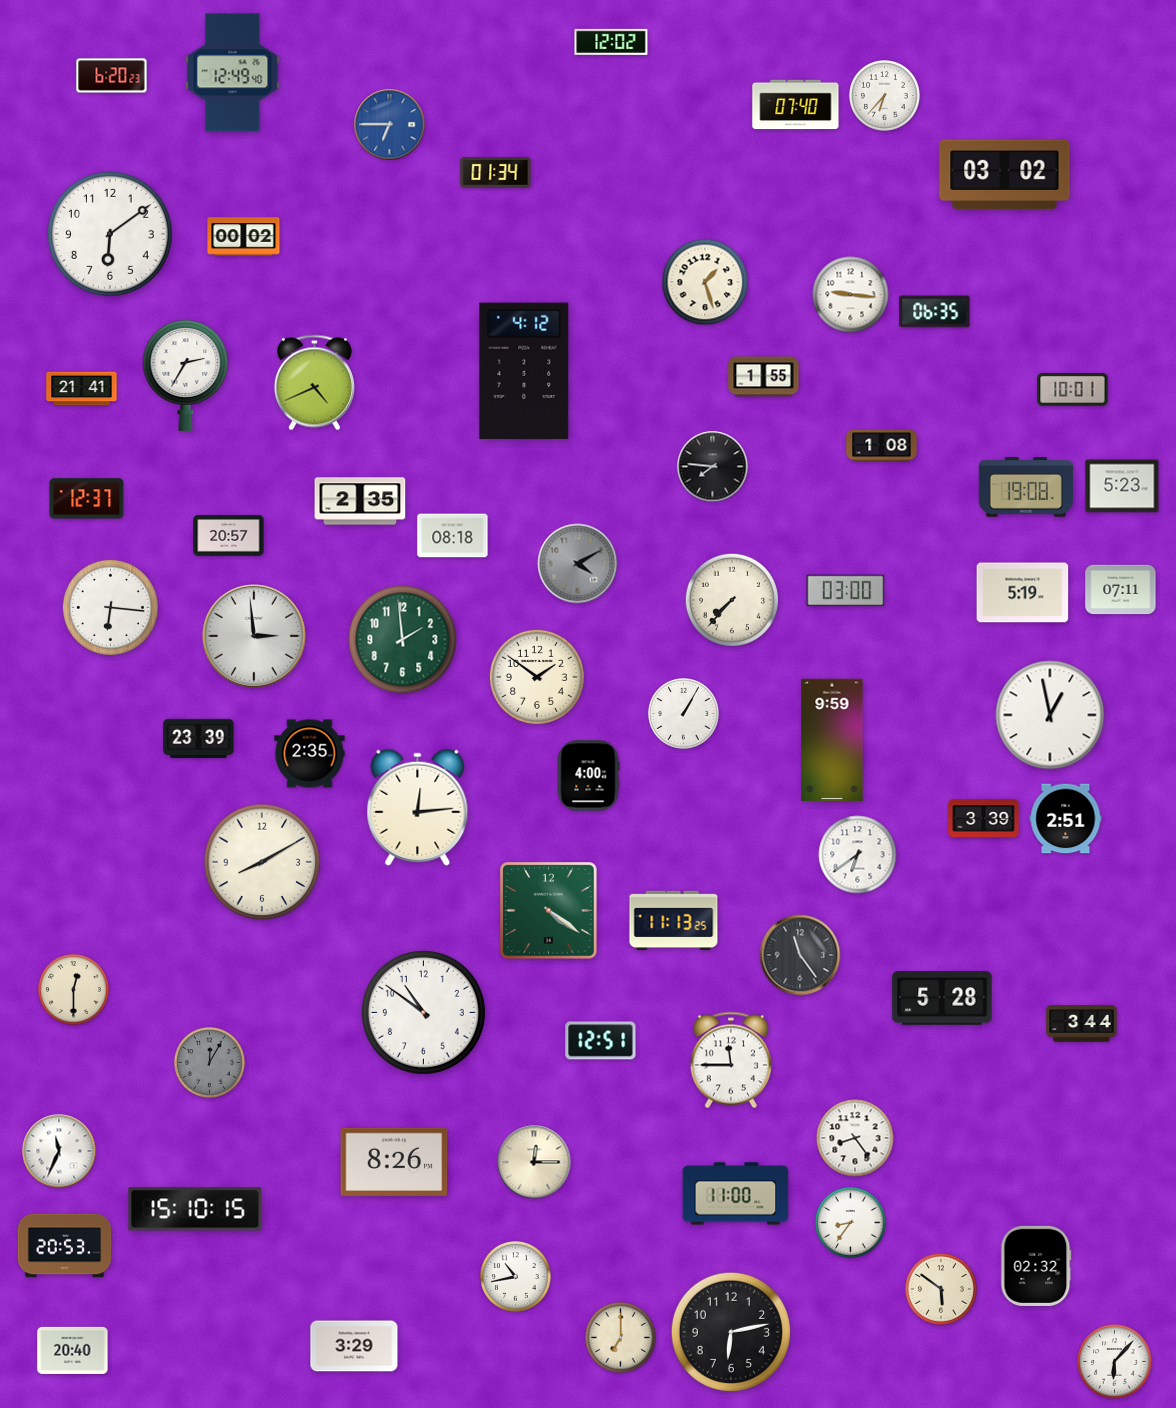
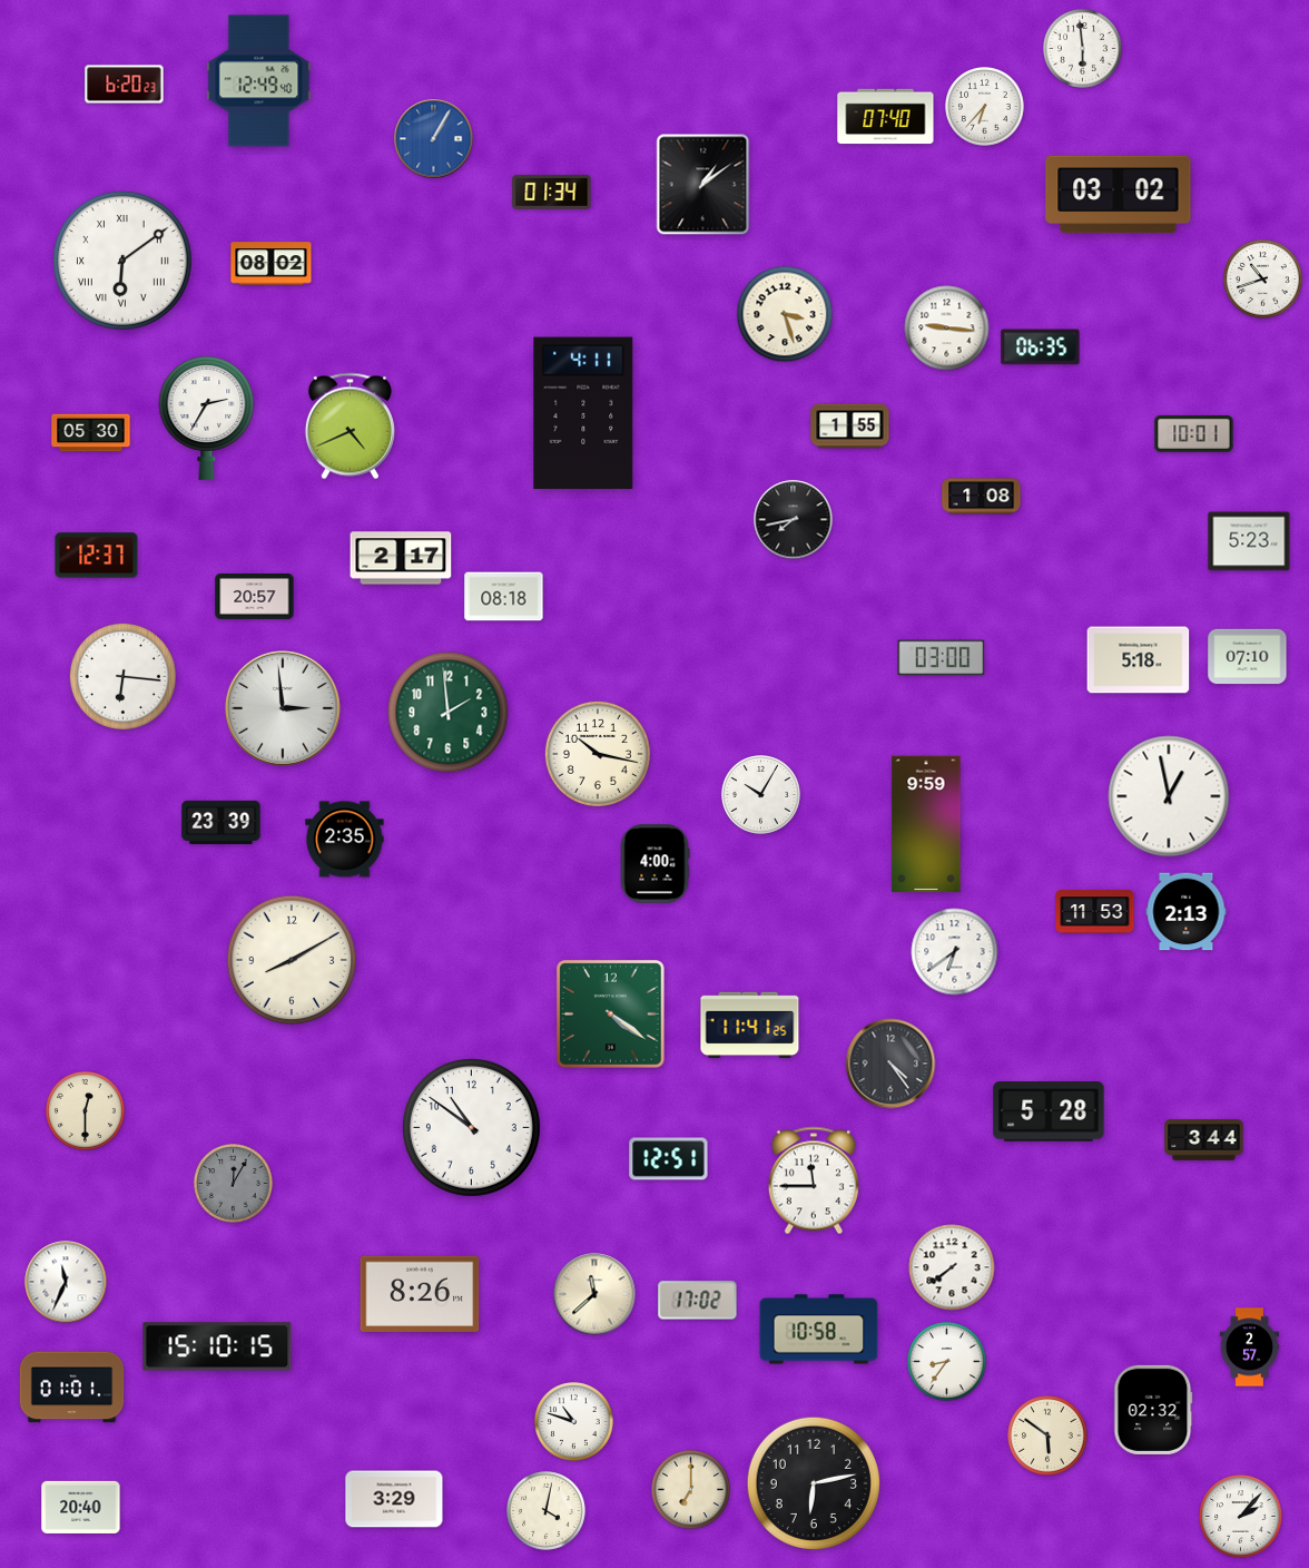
clock at (611, 42): 12:02 -> none
clock at (1083, 49): none -> 5:59
clock at (390, 125): 6:45 -> 1:05
clock at (703, 185): none -> 1:09
clock at (110, 234) numerals: Arabic -> Roman
clock at (244, 237): 00:02 -> 08:02
clock at (1263, 280): none -> 10:42
clock at (705, 282): 1:27 -> 3:27
clock at (524, 371): 4:12 -> 4:11
clock at (764, 377) position: (764, 377) -> (850, 427)
clock at (82, 389): 21:41 -> 05:30
clock at (713, 467): 7:46 -> 7:43
clock at (1026, 487): 19:08 -> none
clock at (360, 501): 2:35 -> 2:17
clock at (578, 564): 4:10 -> none
clock at (1121, 590): 07:11 -> 07:10
clock at (1023, 593): 5:19 -> 5:18
clock at (731, 599): 7:37 -> none
clock at (537, 677): 1:51 -> 10:17
clock at (684, 714): 1:05 -> 10:05
clock at (418, 807): 12:14 -> none
clock at (984, 819): 3:39 -> 11:53
clock at (1066, 819): 2:51 -> 2:13
clock at (674, 921): 11:13 -> 11:41
clock at (800, 955): 11:24 -> 4:24
clock at (74, 990) position: (74, 990) -> (86, 1111)
clock at (855, 1138): 8:24 -> 7:39
clock at (394, 1162) position: (394, 1162) -> (420, 1294)
clock at (534, 1162): 12:15 -> 11:38
clock at (698, 1301): none -> 17:02
clock at (736, 1194): 11:00 -> 10:58
clock at (1250, 1347): none -> 2:57
clock at (65, 1246): 20:53 -> 01:01
clock at (516, 1277): 10:43 -> 10:48
clock at (73, 1350) position: (73, 1350) -> (81, 1507)
clock at (547, 1511): none -> 4:02
clock at (1115, 1362): 6:07 -> 2:07
